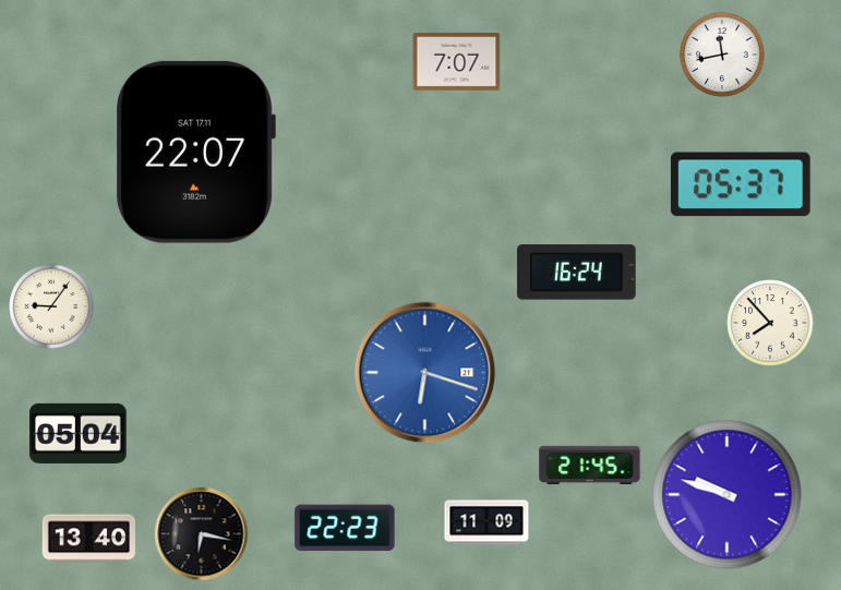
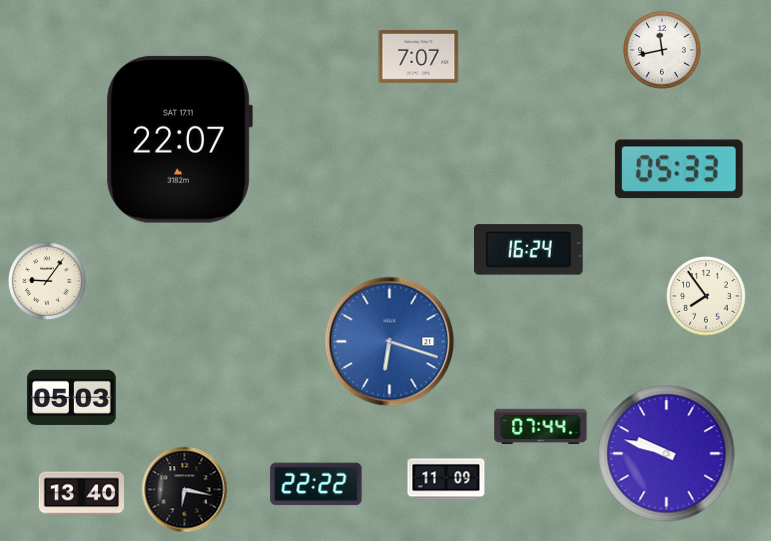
clock at (741, 184): 05:37 -> 05:33
clock at (770, 323): 7:53 -> 7:54
clock at (79, 433): 05:04 -> 05:03
clock at (590, 465): 21:45 -> 07:44
clock at (345, 528): 22:23 -> 22:22
